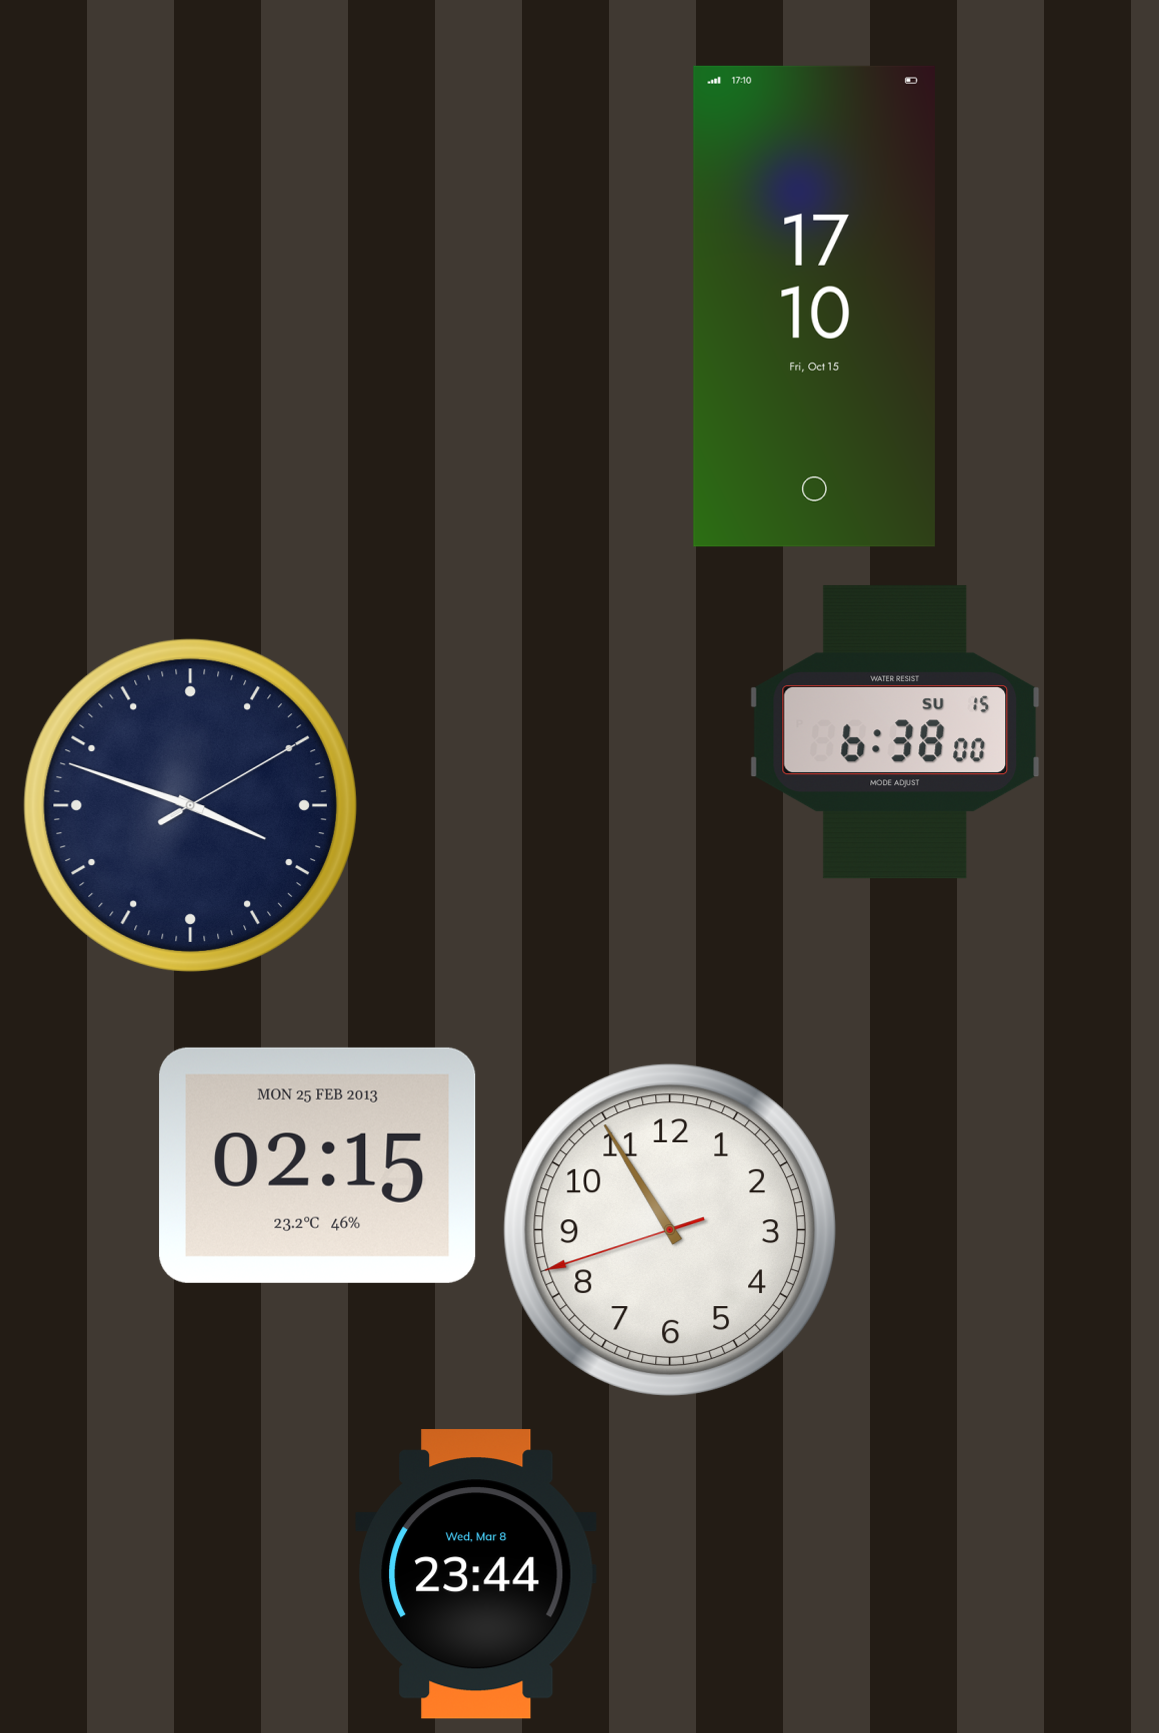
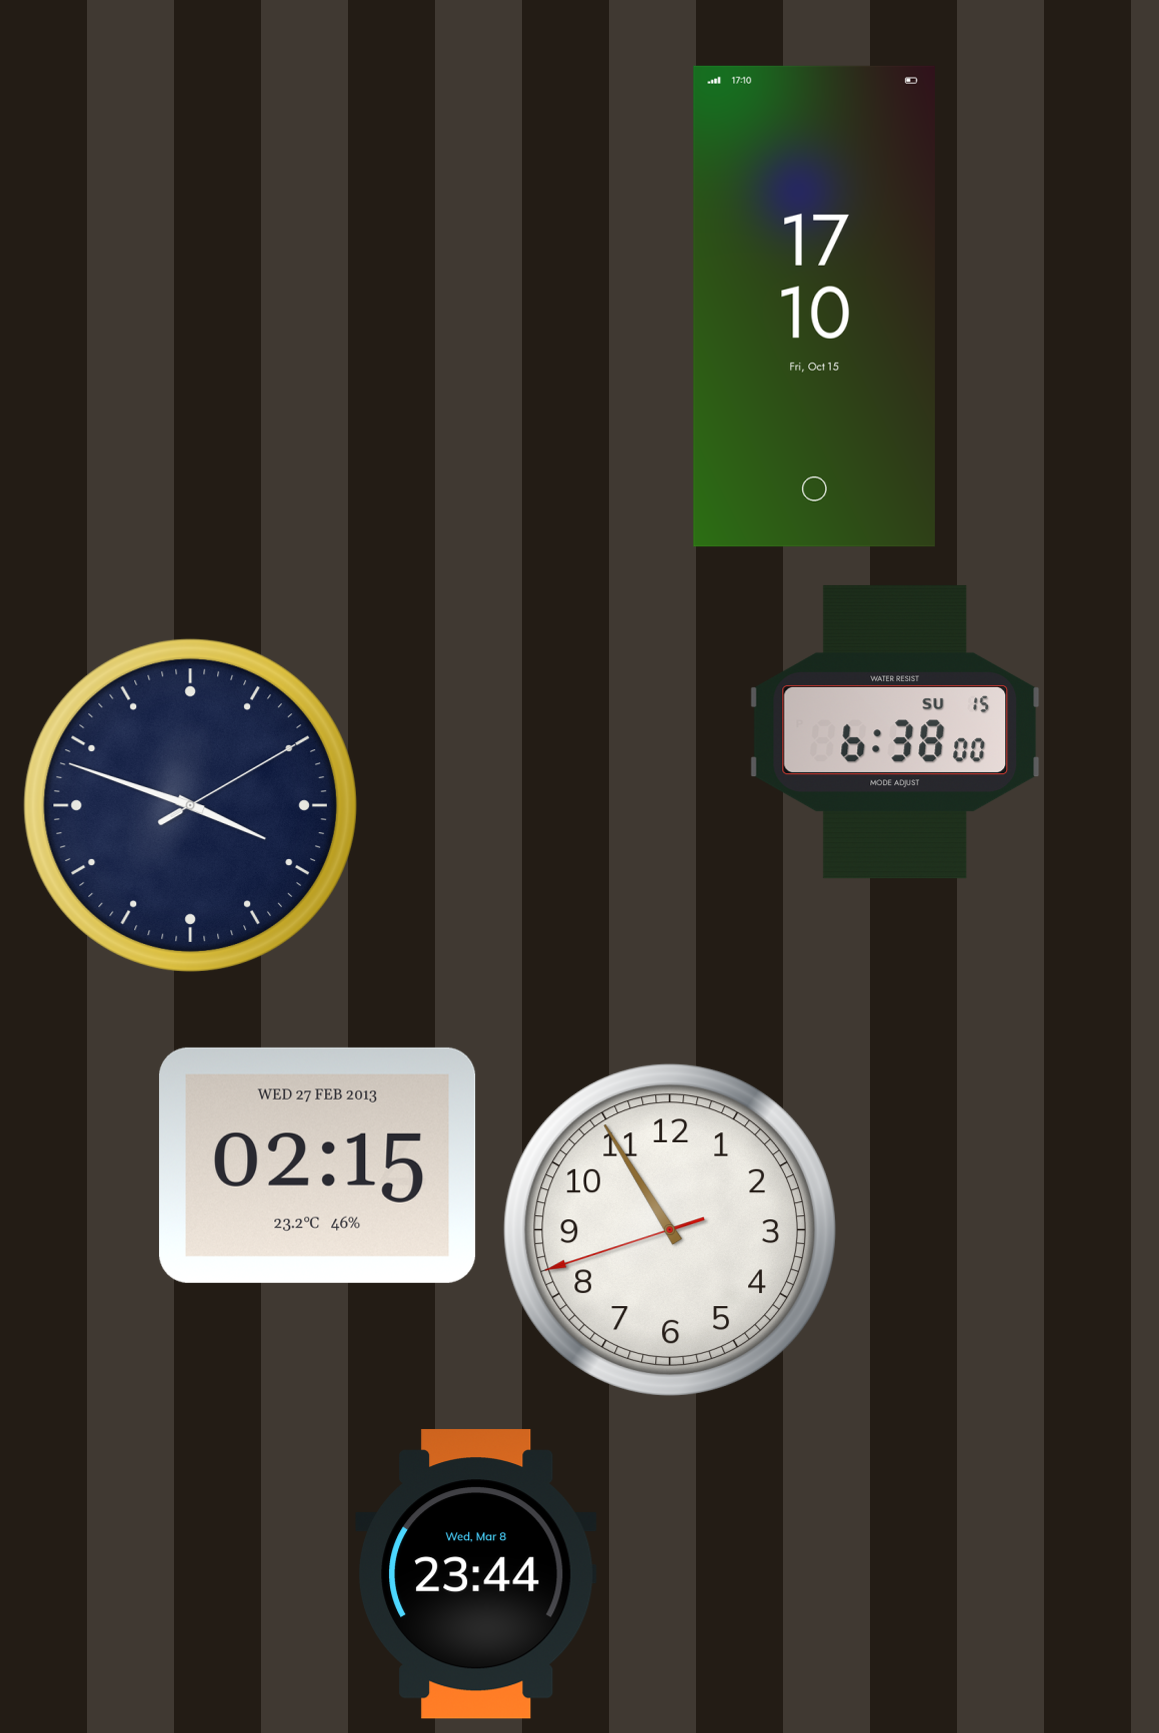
clock at (318, 1165) date: MON 25 FEB 2013 -> WED 27 FEB 2013
